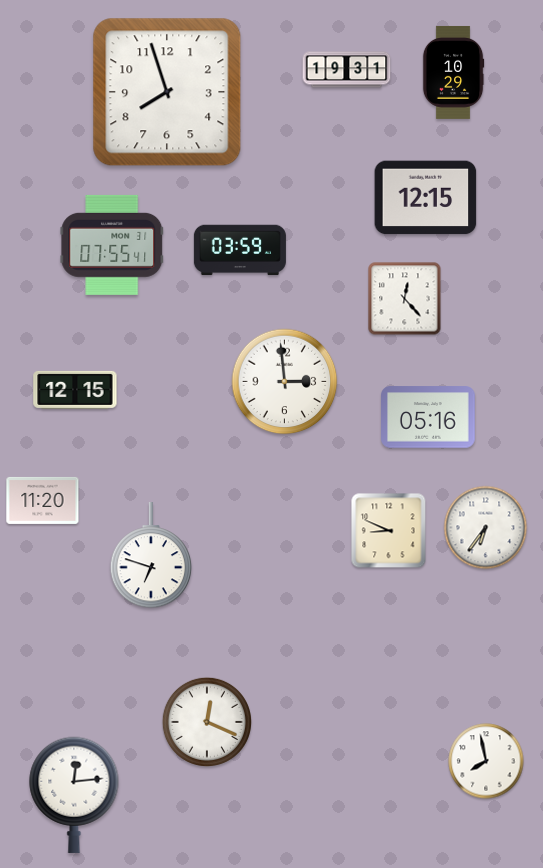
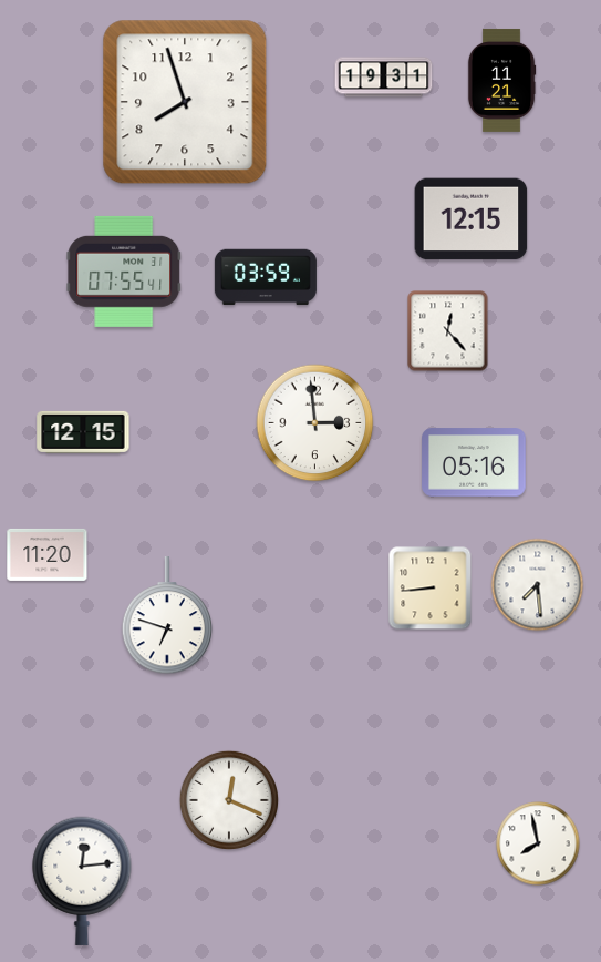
clock at (453, 72): 10:29 -> 11:21
clock at (486, 528): 6:36 -> 7:29
clock at (389, 531): 8:49 -> 8:44
